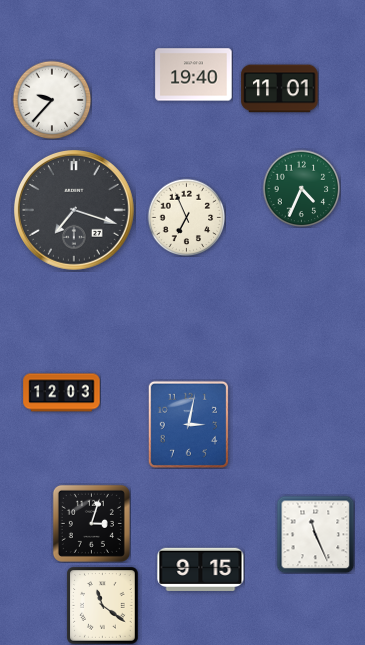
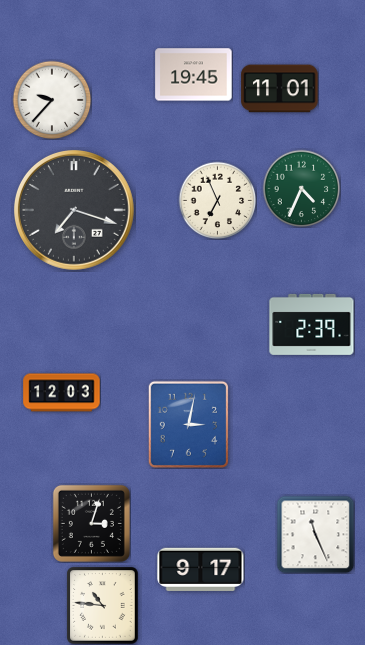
clock at (194, 75): 19:40 -> 19:45
clock at (186, 217) position: (186, 217) -> (217, 200)
clock at (312, 324): none -> 2:39
clock at (201, 569): 9:15 -> 9:17
clock at (103, 606): 11:21 -> 10:46
